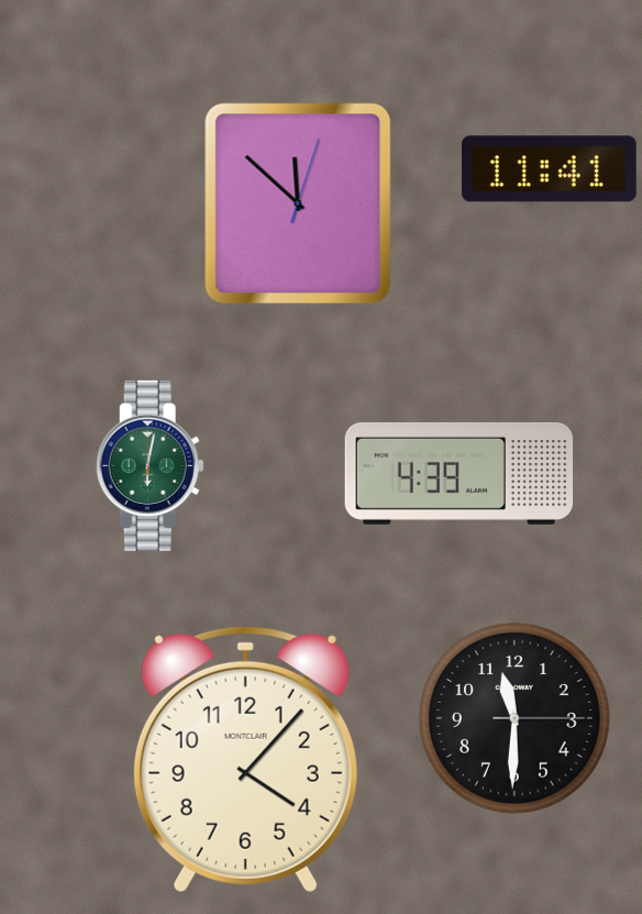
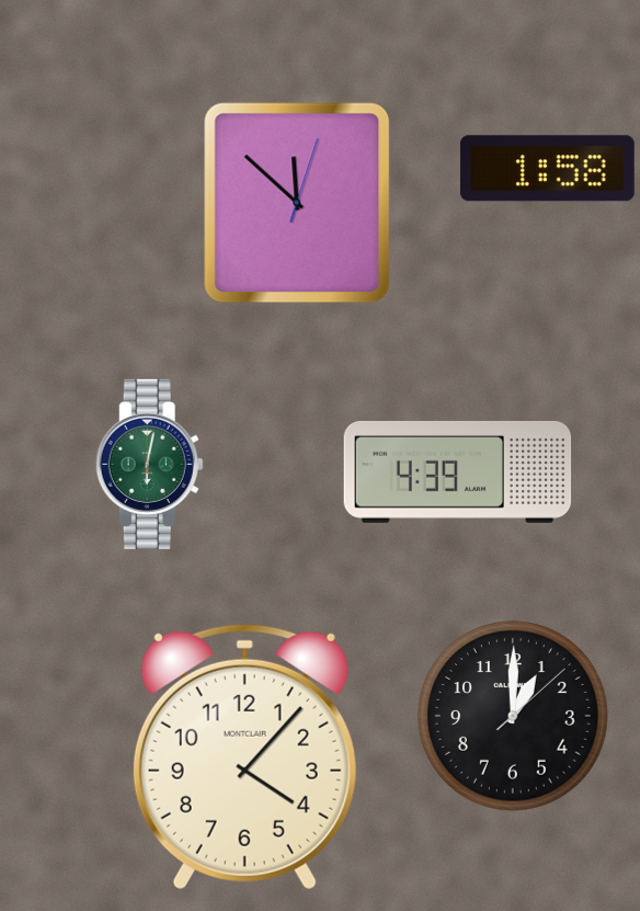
clock at (549, 169): 11:41 -> 1:58
clock at (514, 718): 11:30 -> 1:00
